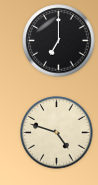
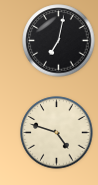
clock at (59, 41): 7:00 -> 7:02
